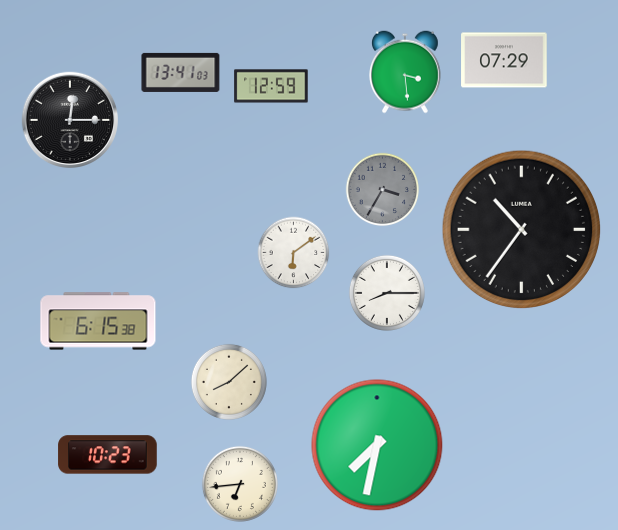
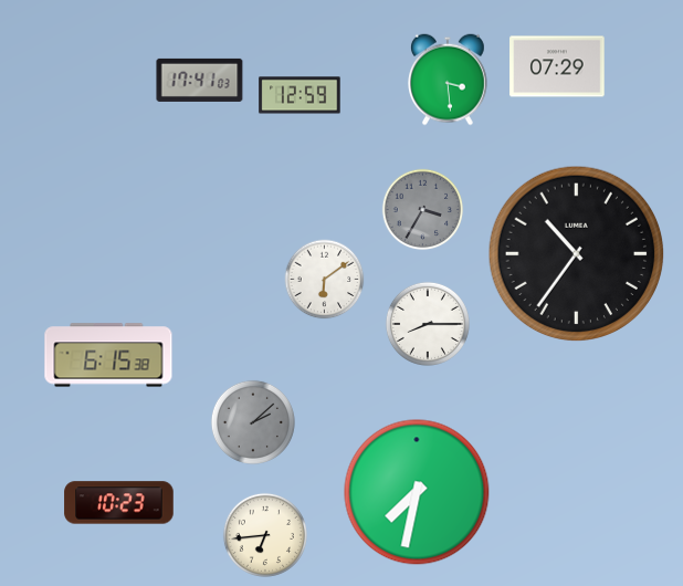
clock at (181, 72): 13:41 -> 17:41
clock at (70, 120): 12:15 -> none
clock at (229, 382): 8:08 -> 2:08
clock at (229, 382) dial: cream -> grey
